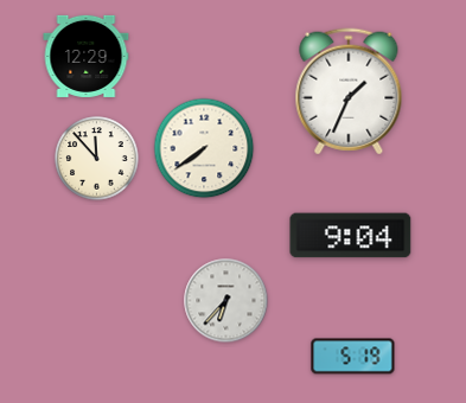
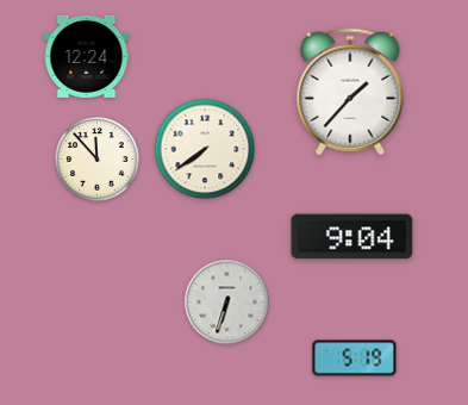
clock at (87, 56): 12:29 -> 12:24
clock at (349, 91): 1:34 -> 1:37
clock at (226, 301): 6:37 -> 6:33
